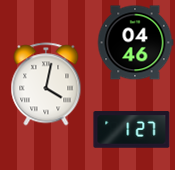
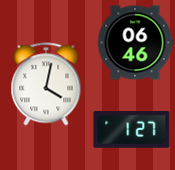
clock at (135, 43): 04:46 -> 06:46
